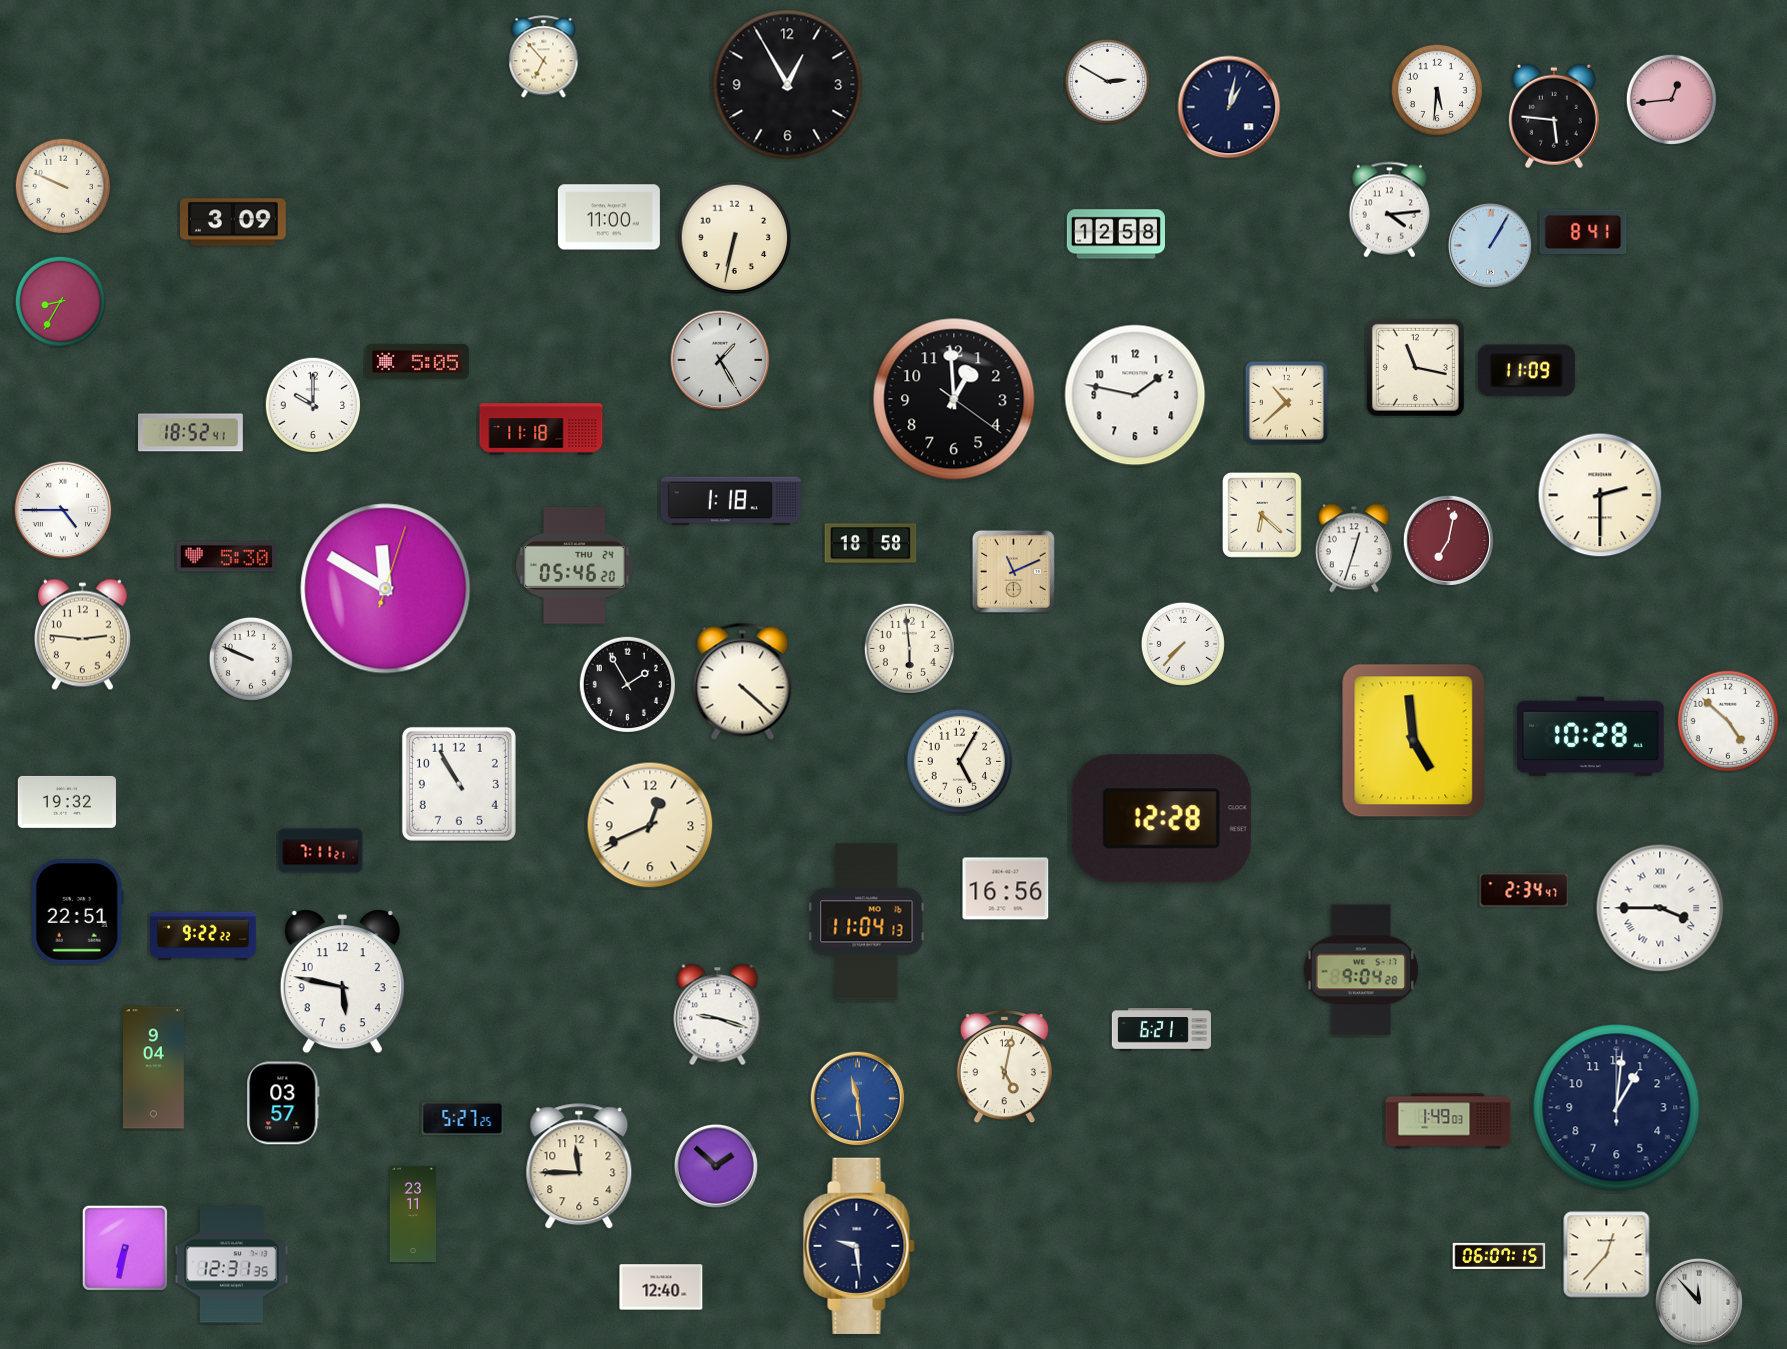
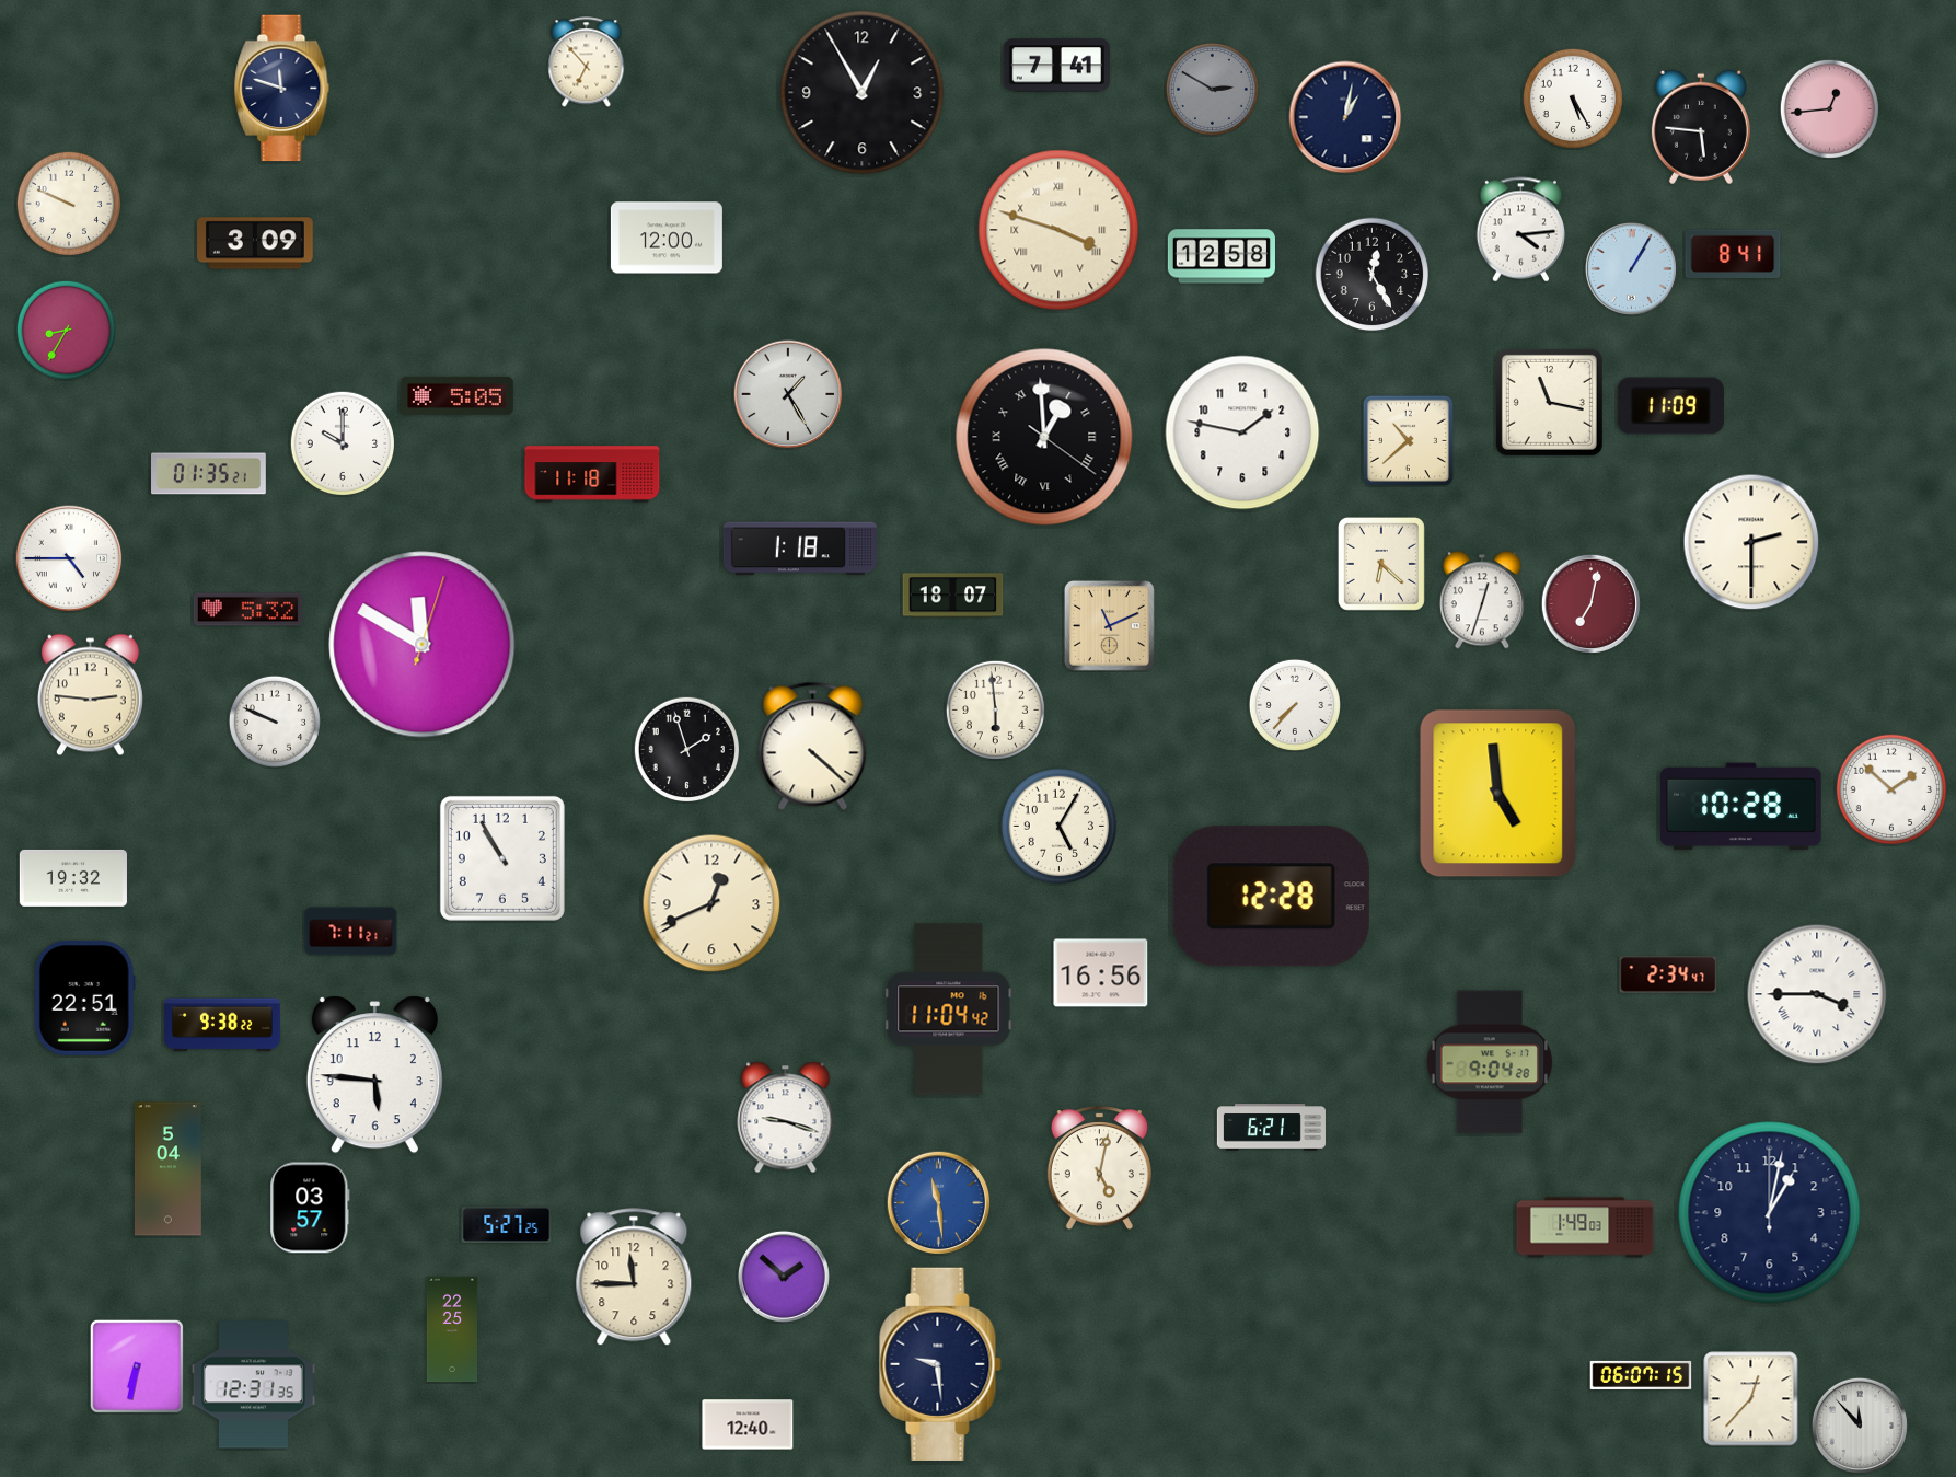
clock at (544, 57) position: (544, 57) -> (587, 62)
clock at (1056, 66): none -> 7:41
clock at (282, 89): none -> 11:48
clock at (1107, 81) dial: white -> grey
clock at (1437, 90): 5:31 -> 5:25
clock at (1058, 230): none -> 3:48
clock at (609, 217): 11:00 -> 12:00
clock at (735, 238): 6:32 -> none
clock at (1373, 275): none -> 12:25
clock at (954, 399) numerals: Arabic -> Roman
clock at (541, 429) position: (541, 429) -> (592, 474)
clock at (191, 433): 18:52 -> 01:35
clock at (1448, 540) position: (1448, 540) -> (1590, 603)
clock at (871, 544): 18:58 -> 18:07
clock at (226, 557): 5:30 -> 5:32
clock at (575, 566): 05:46 -> none
clock at (627, 684): 1:55 -> 1:57
clock at (1728, 721): 4:52 -> 1:52
clock at (1414, 741) position: (1414, 741) -> (1498, 794)
clock at (960, 762) position: (960, 762) -> (1060, 827)
clock at (867, 922): 11:04:13 -> 11:04:42
clock at (203, 936): 9:22 -> 9:38
clock at (342, 982): 5:47 -> 5:46
clock at (718, 1015) position: (718, 1015) -> (786, 1118)
clock at (153, 1068): 9:04 -> 5:04
clock at (1617, 1108): 1:01 -> 1:02
clock at (413, 1214): 23:11 -> 22:25
clock at (1607, 1255) position: (1607, 1255) -> (1751, 1399)
clock at (661, 1287) position: (661, 1287) -> (748, 1424)
